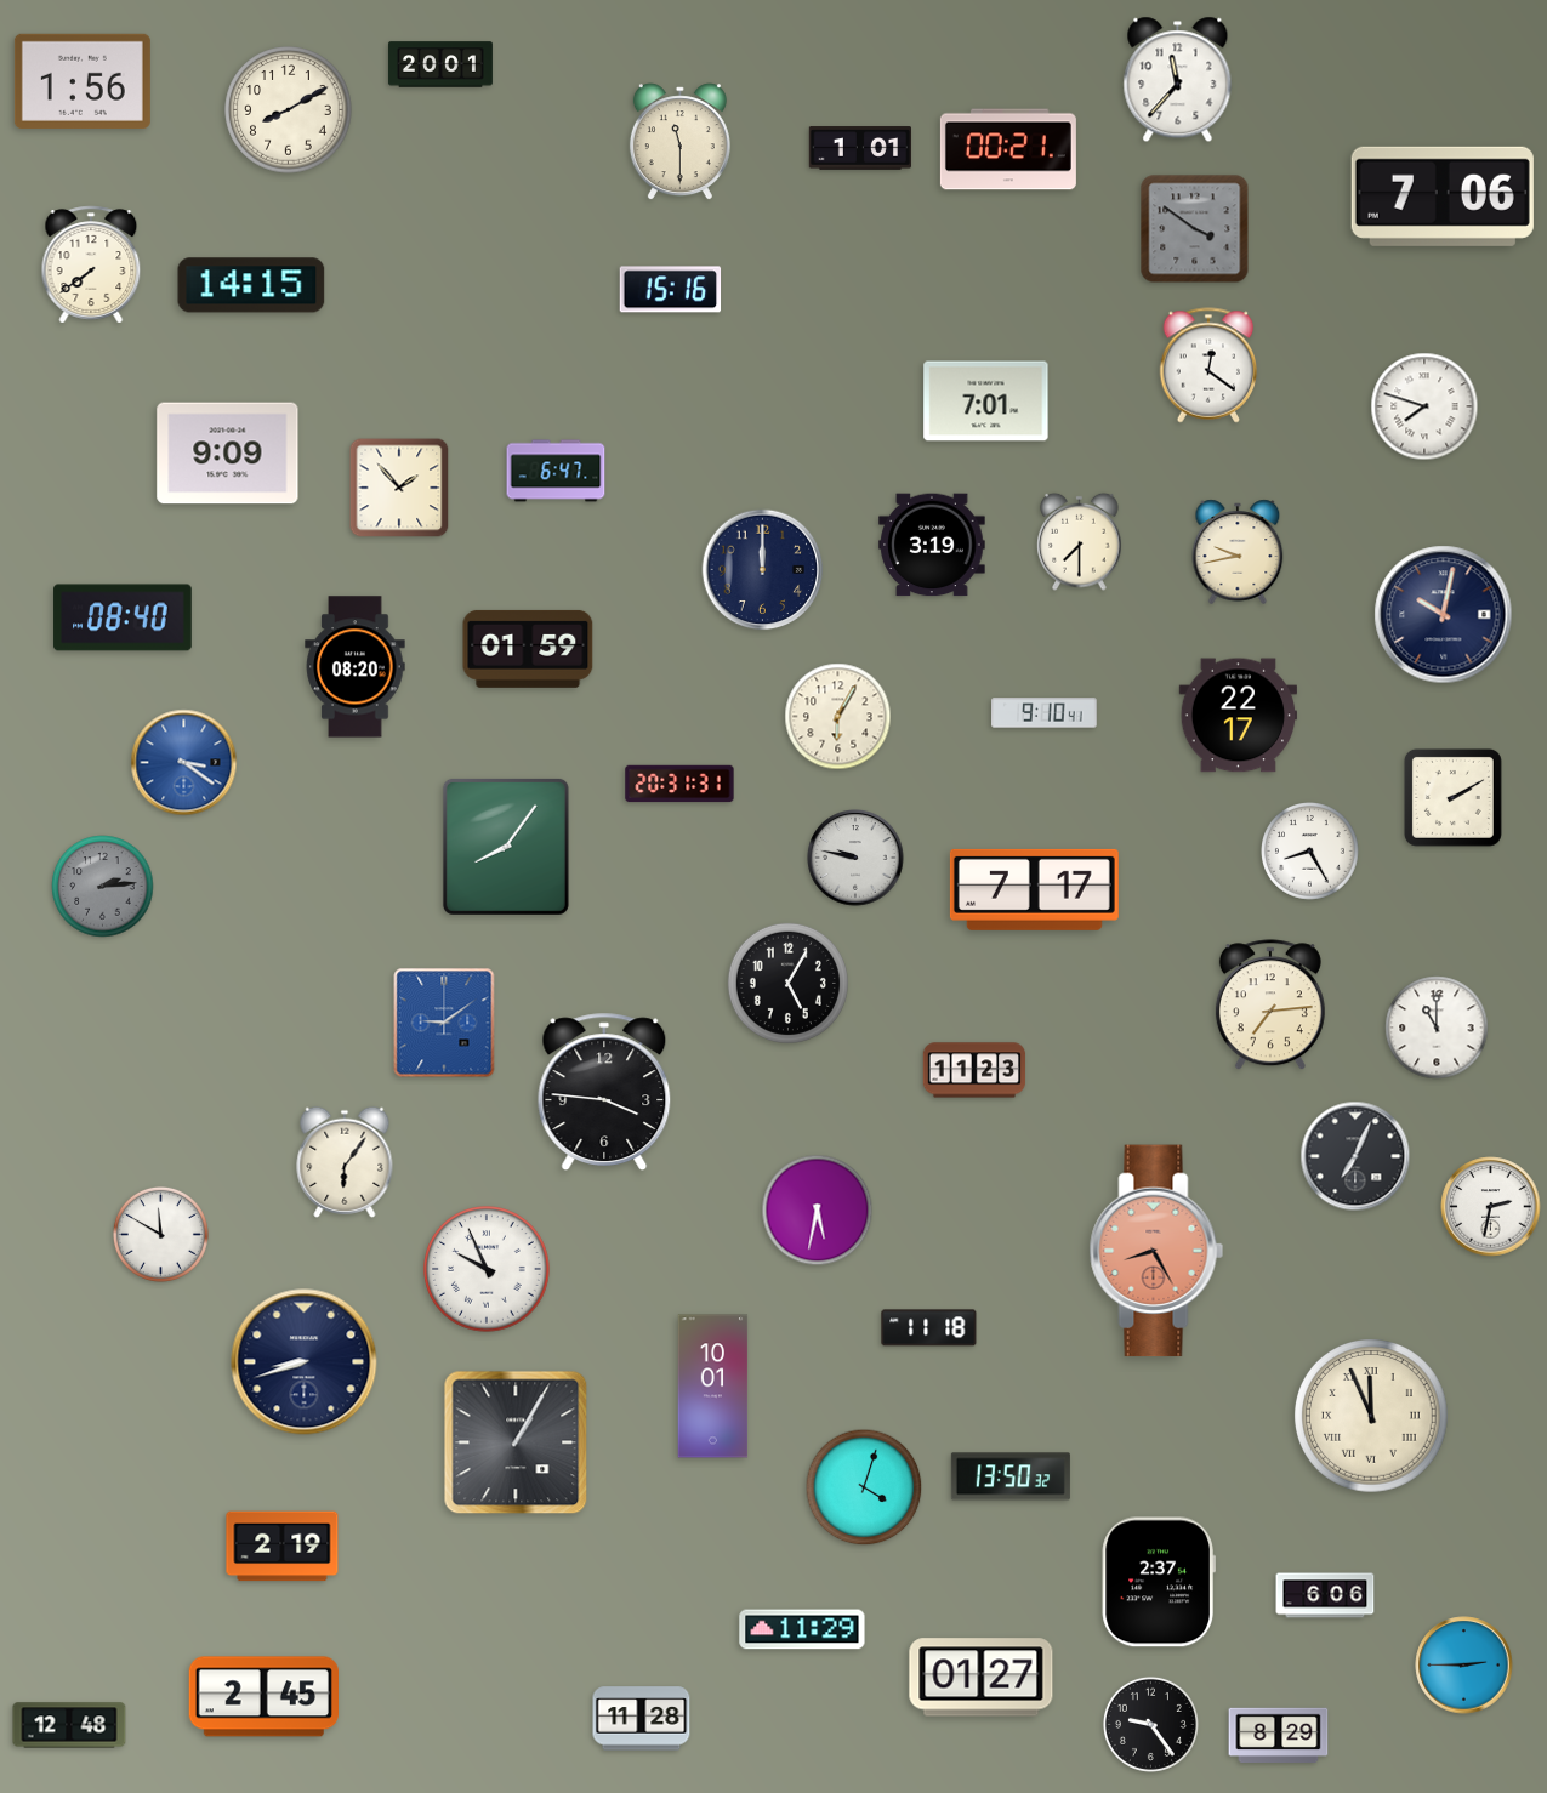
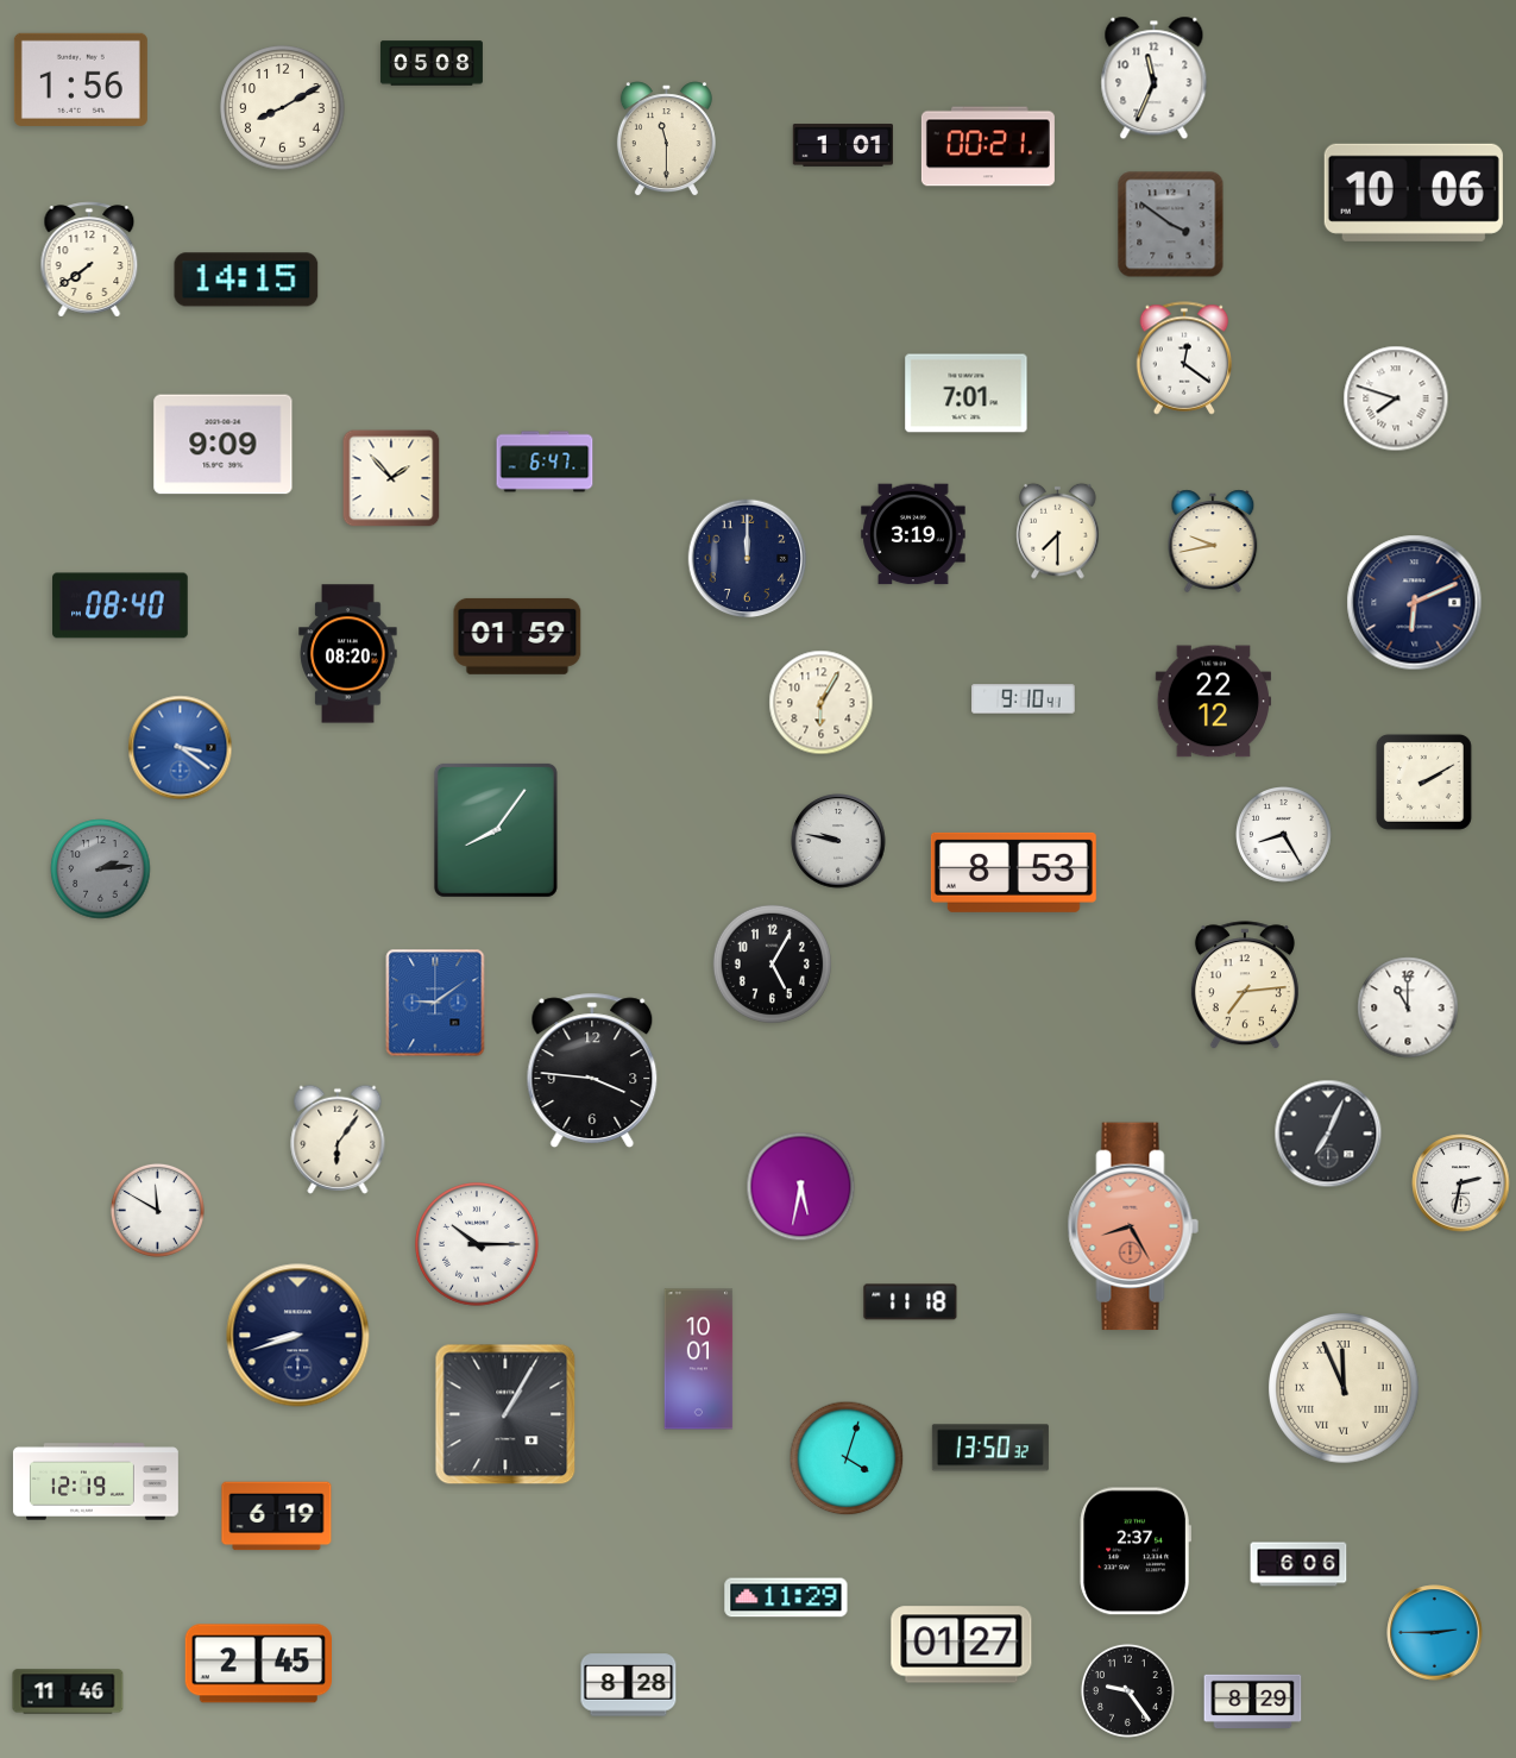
clock at (440, 64): 20:01 -> 05:08
clock at (1178, 80): 11:37 -> 11:34
clock at (1443, 197): 7:06 -> 10:06
clock at (671, 290): 15:16 -> none
clock at (1444, 615): 10:02 -> 6:11
clock at (1238, 716): 22:17 -> 22:12
clock at (679, 784): 20:31 -> none
clock at (1034, 889): 7:17 -> 8:53
clock at (974, 1070): 11:23 -> none
clock at (487, 1269): 9:56 -> 10:15
clock at (95, 1482): none -> 12:19
clock at (283, 1547): 2:19 -> 6:19
clock at (642, 1719): 11:28 -> 8:28
clock at (69, 1725): 12:48 -> 11:46
